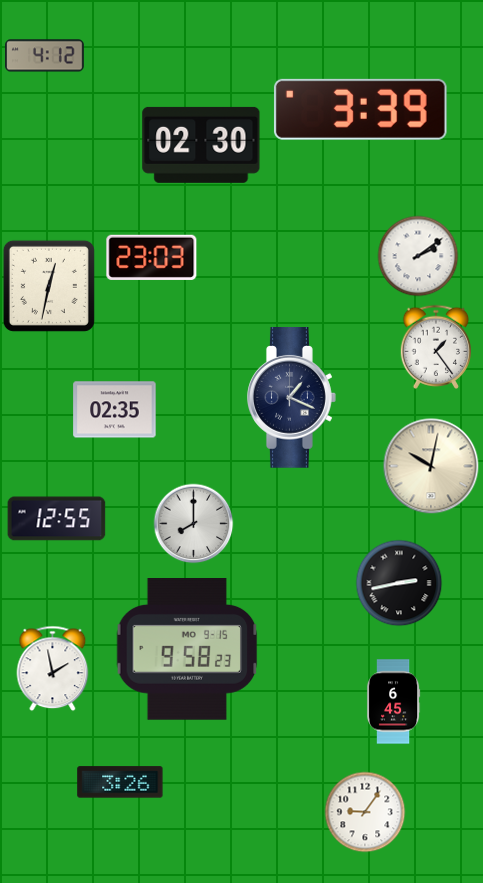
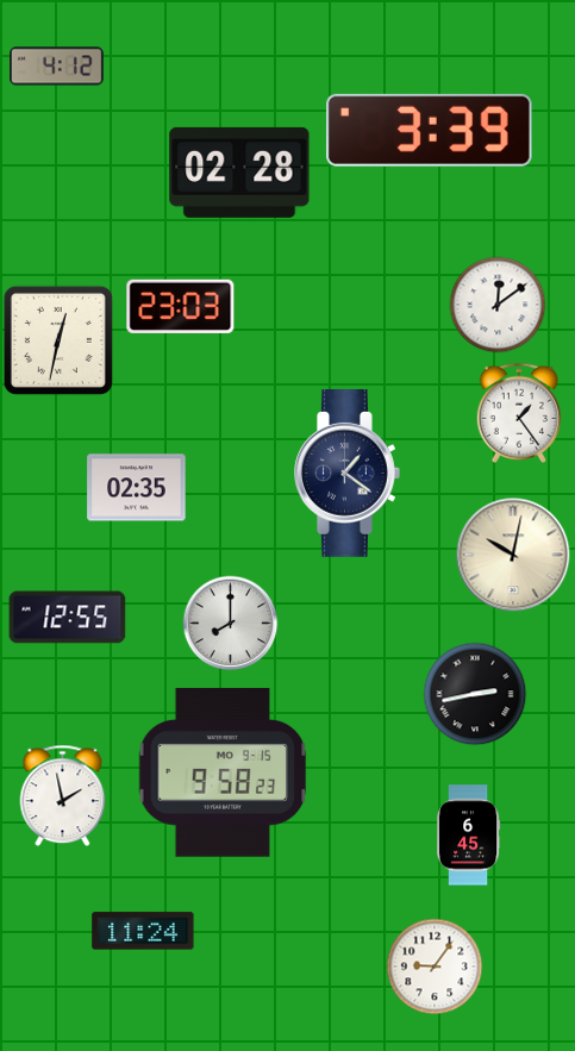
clock at (45, 56) position: (45, 56) -> (57, 67)
clock at (201, 145): 02:30 -> 02:28
clock at (418, 256): 2:09 -> 12:09
clock at (292, 398): 1:19 -> 1:21
clock at (120, 782): 3:26 -> 11:24
